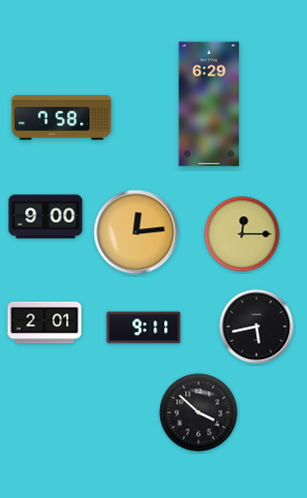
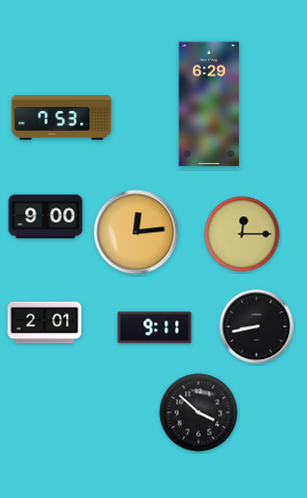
clock at (62, 118): 7:58 -> 7:53
clock at (257, 327): 5:43 -> 8:43
clock at (144, 328) position: (144, 328) -> (155, 328)
